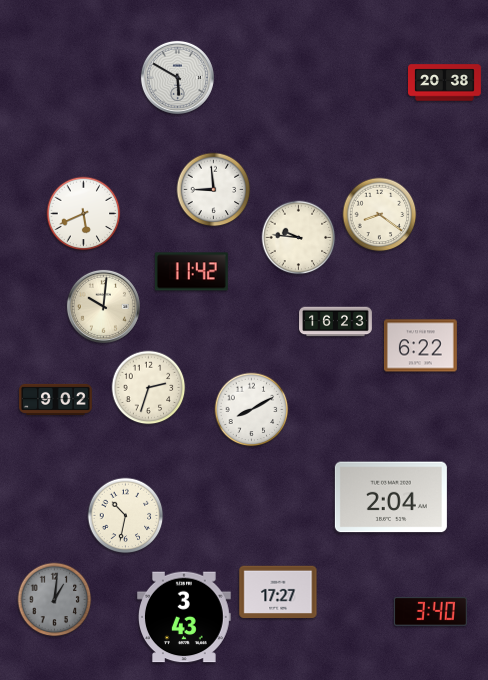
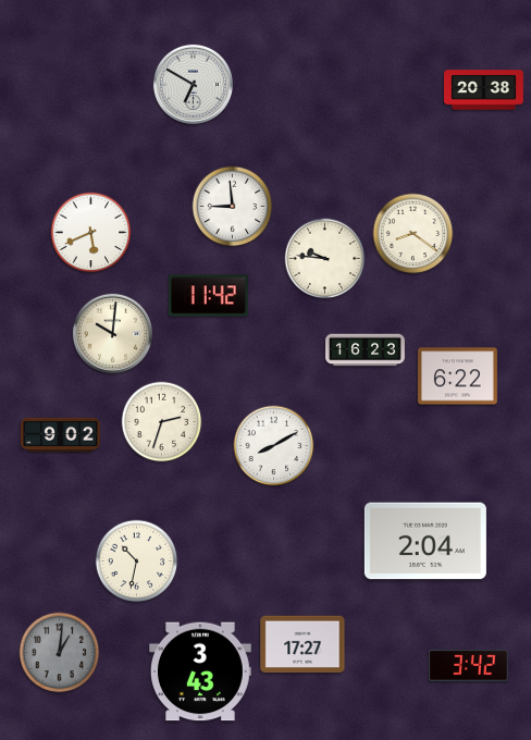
clock at (177, 77): 5:50 -> 6:50
clock at (430, 612): 3:40 -> 3:42
